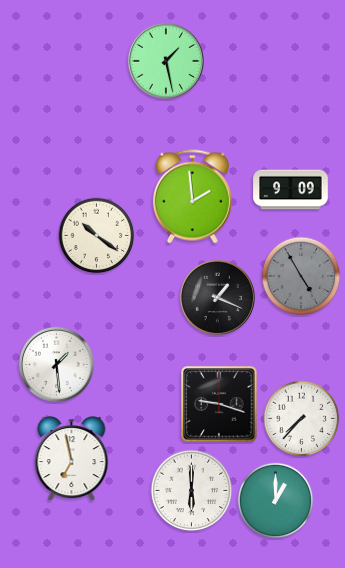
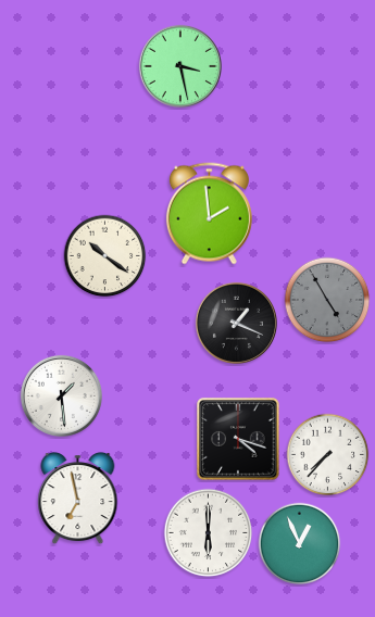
clock at (166, 61): 1:28 -> 3:28
clock at (291, 190): 9:09 -> none
clock at (219, 404): 9:18 -> 4:18
clock at (276, 501): 1:00 -> 12:56
